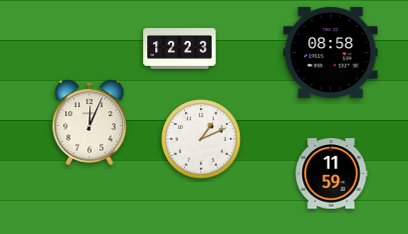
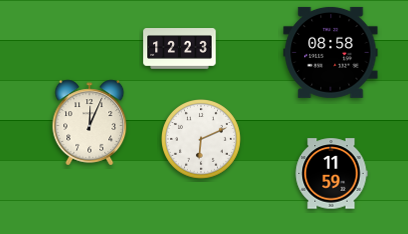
clock at (202, 140): 1:11 -> 6:11
